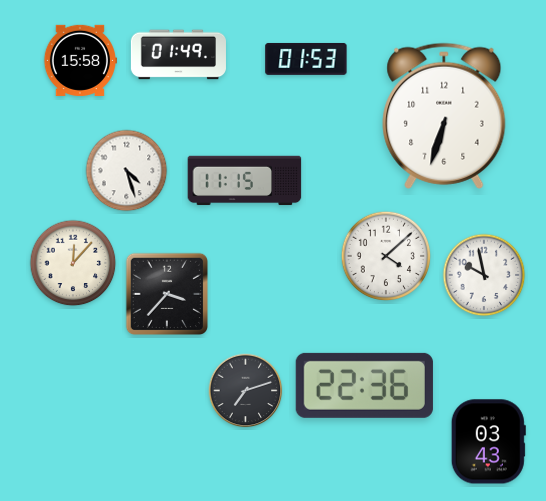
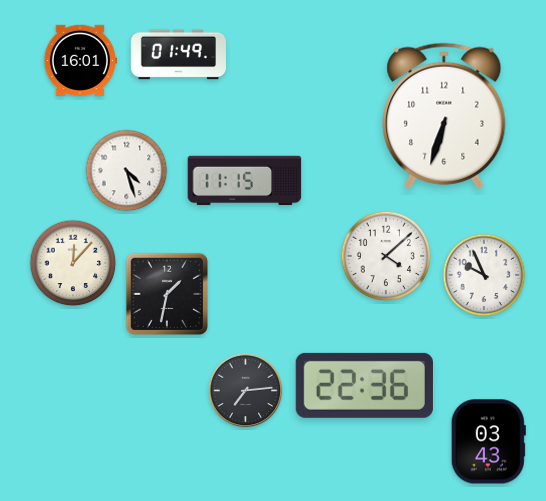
clock at (306, 59): 01:53 -> none
clock at (79, 60): 15:58 -> 16:01
clock at (484, 275): 9:58 -> 9:56
clock at (166, 293): 3:37 -> 1:32
clock at (246, 391): 7:12 -> 7:14
